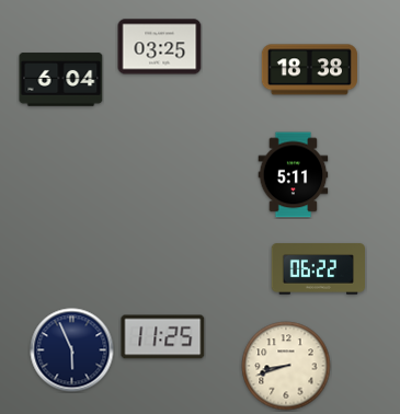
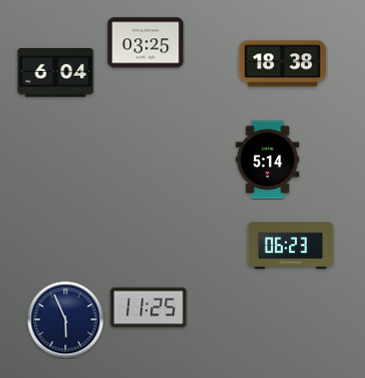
clock at (294, 175): 5:11 -> 5:14
clock at (318, 269): 06:22 -> 06:23
clock at (286, 366): 8:42 -> none
